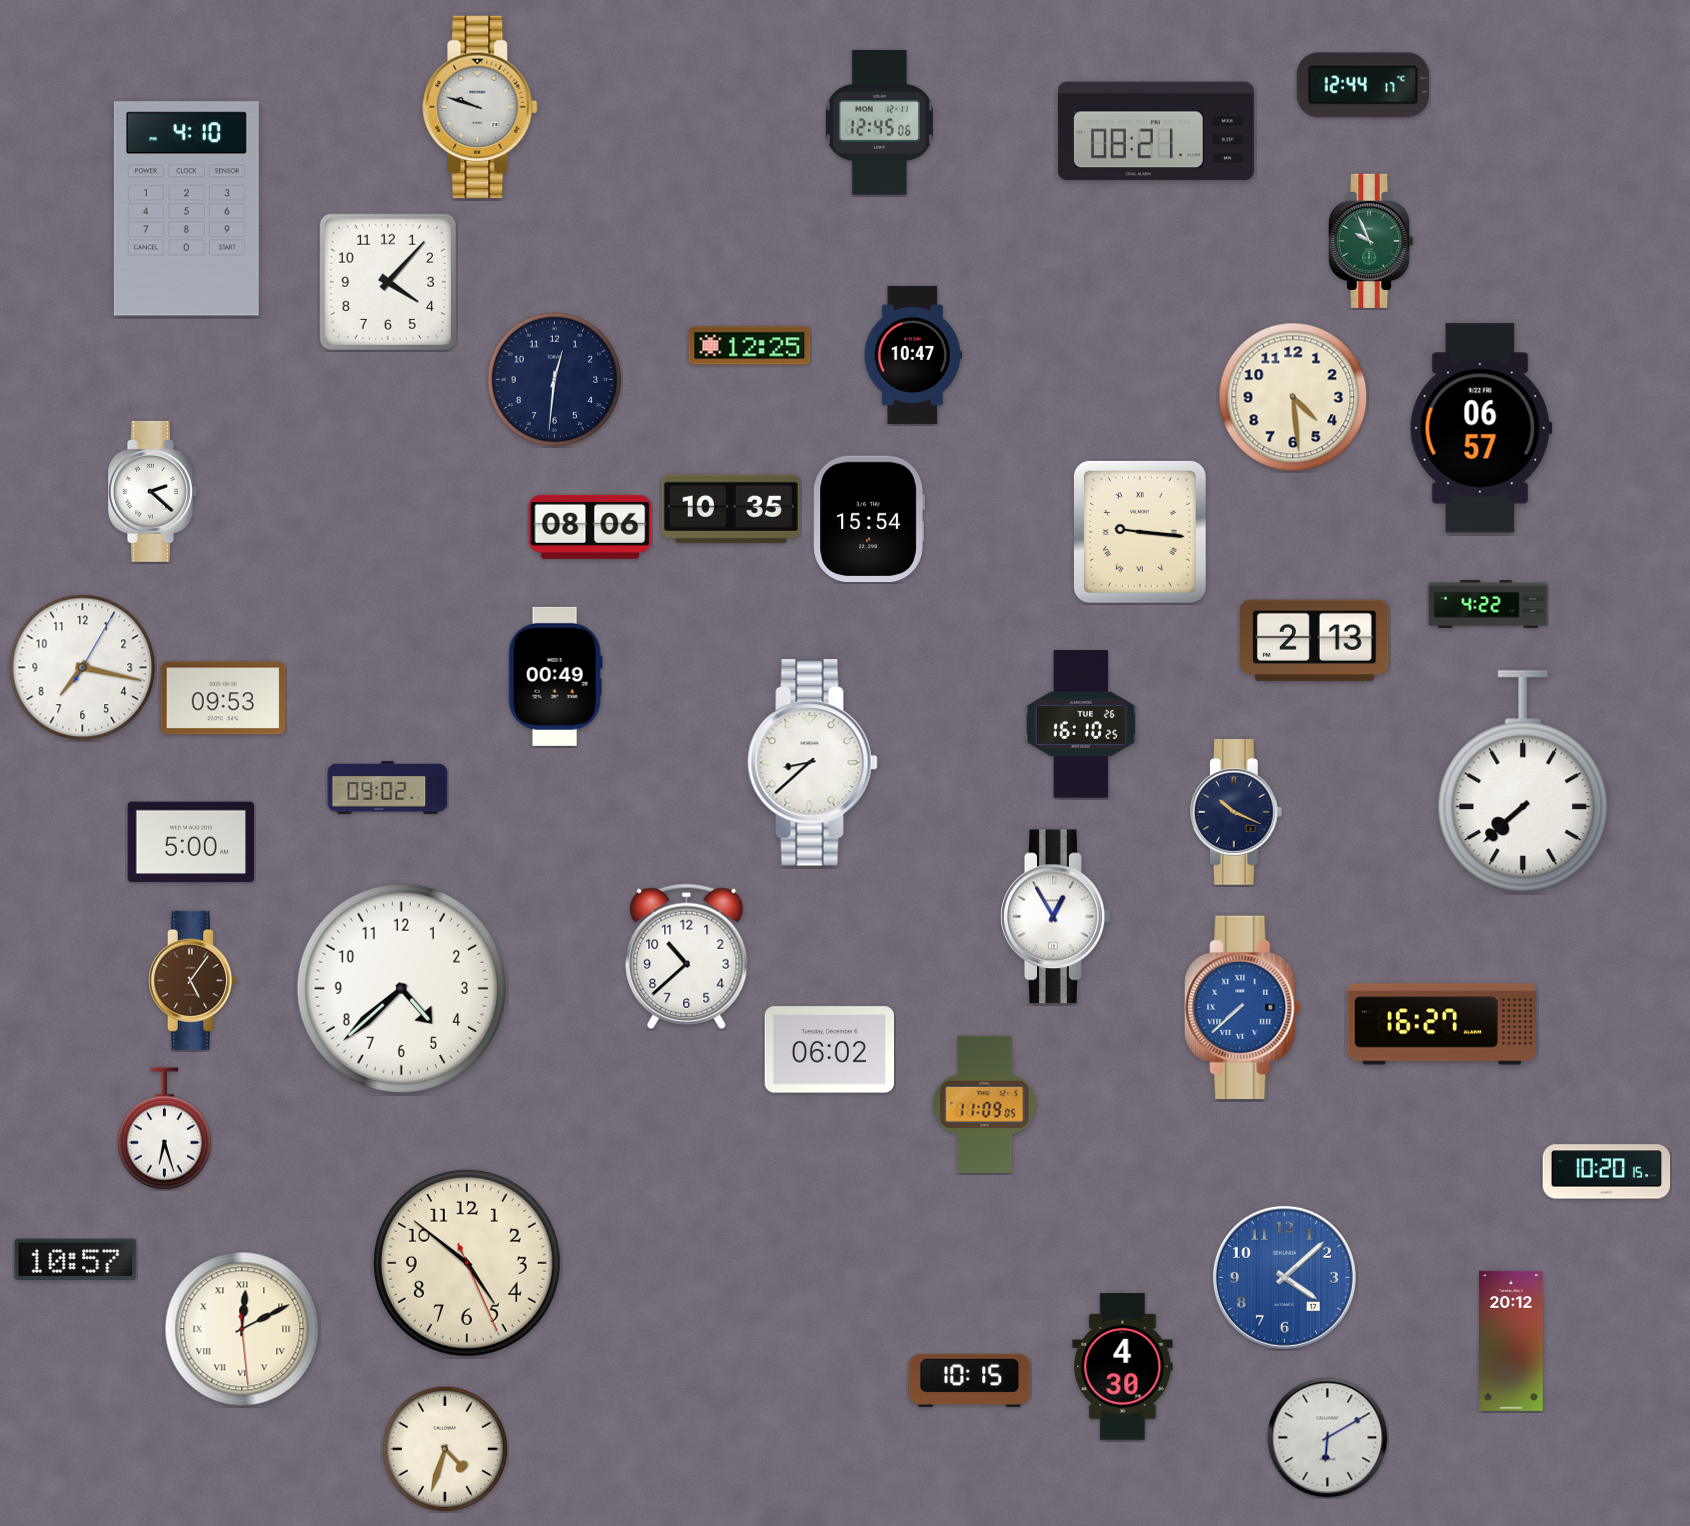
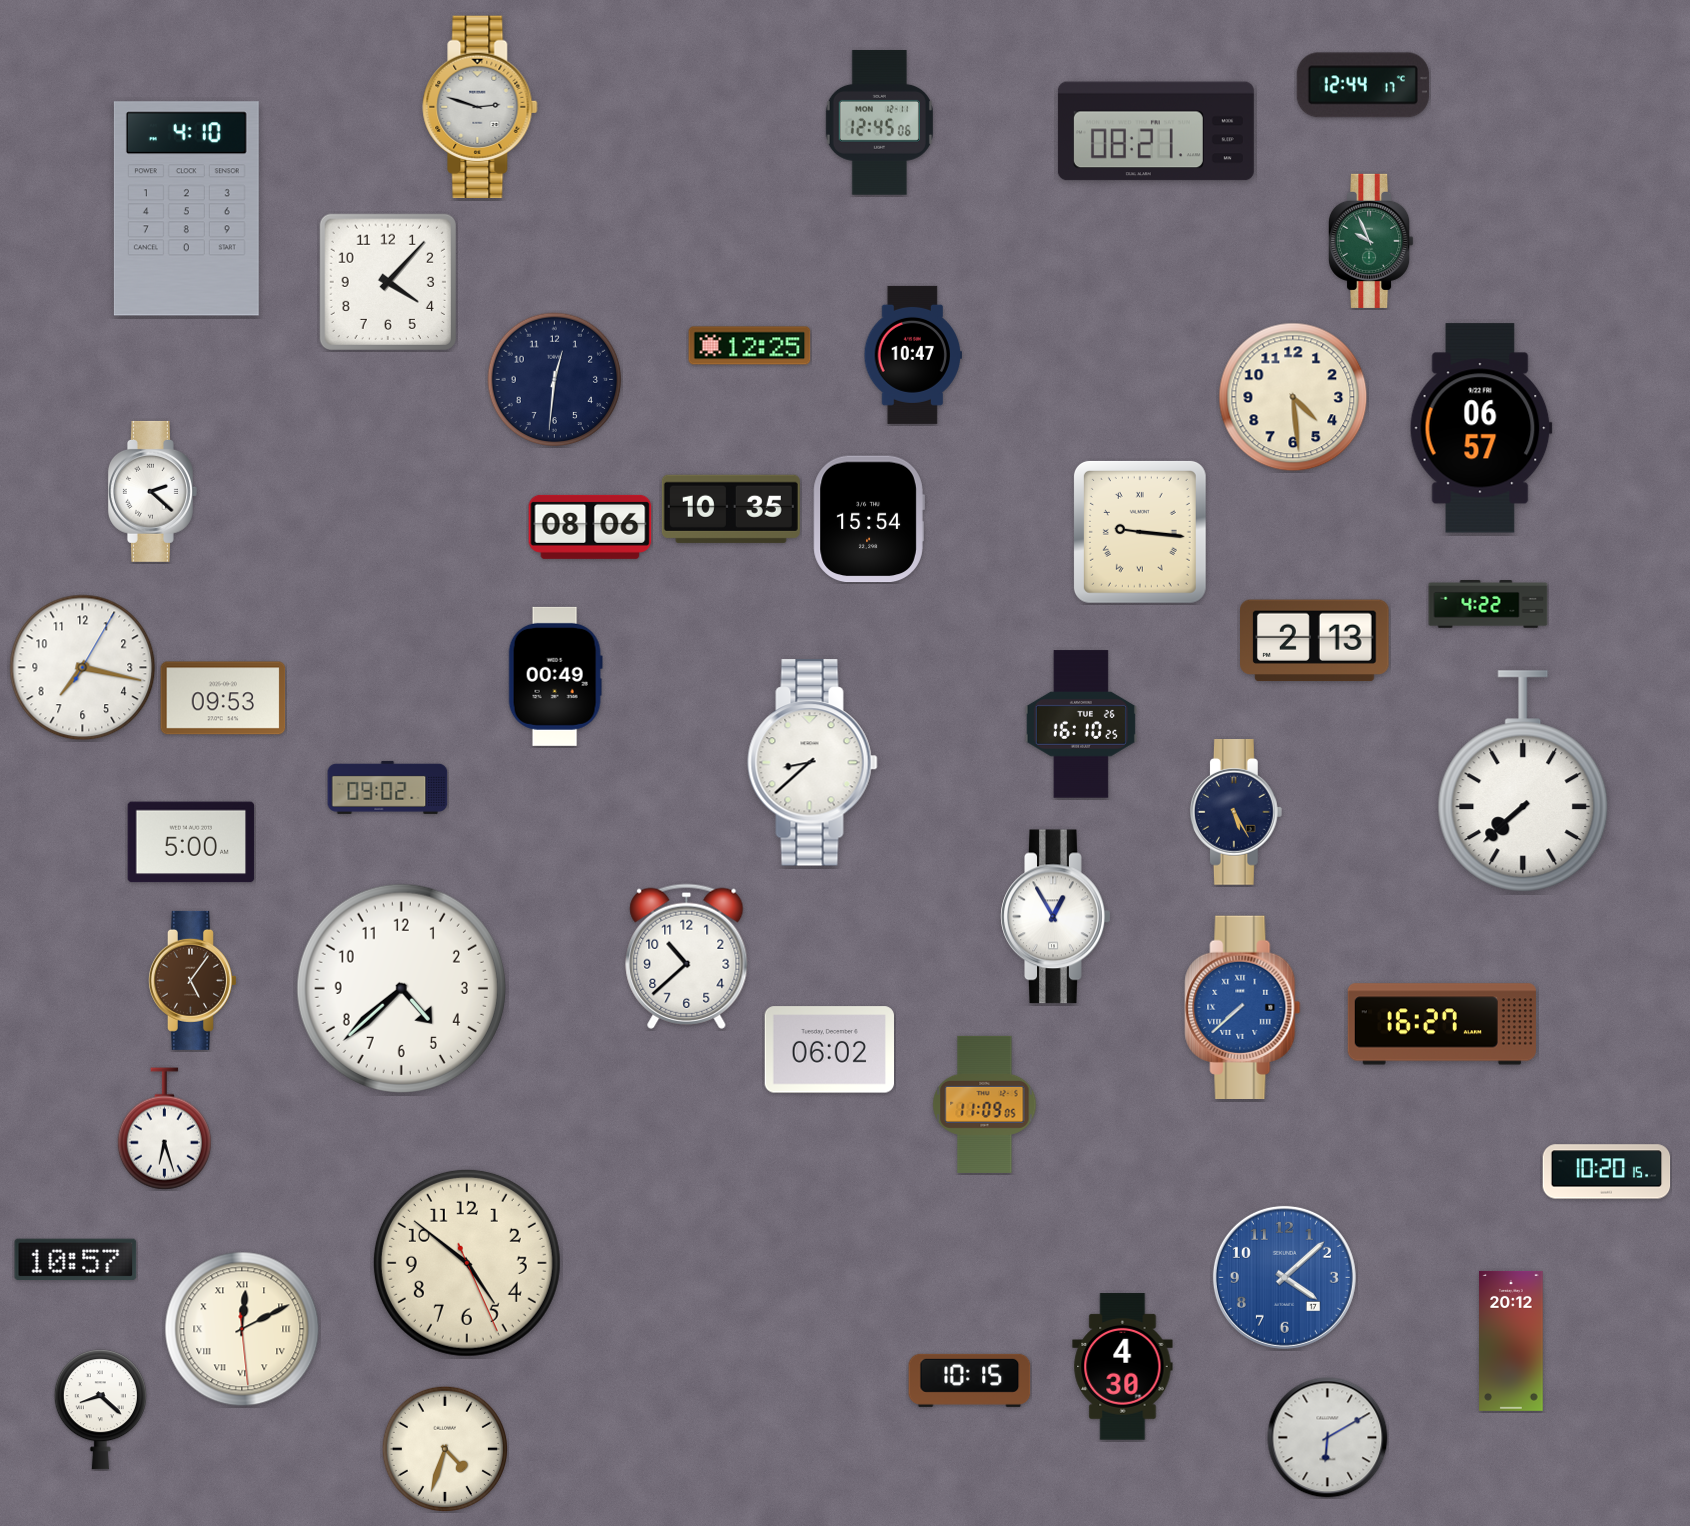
clock at (480, 106): 9:48 -> 2:48
clock at (1236, 813): 10:19 -> 5:25
clock at (100, 1410): none -> 8:22
